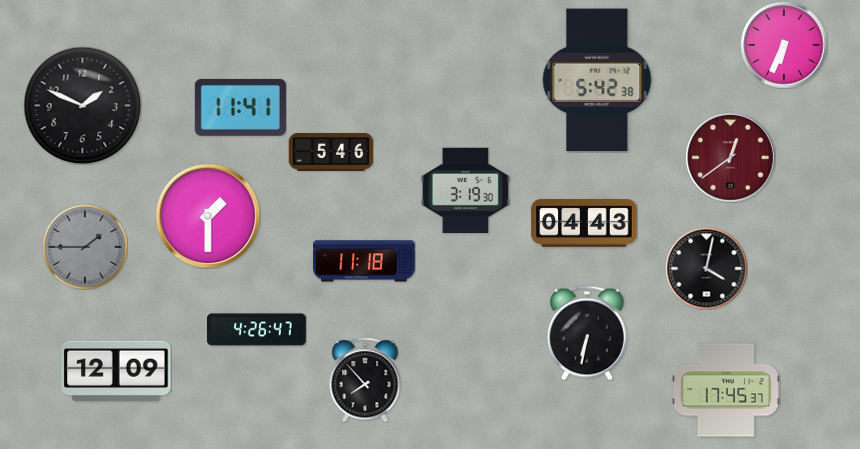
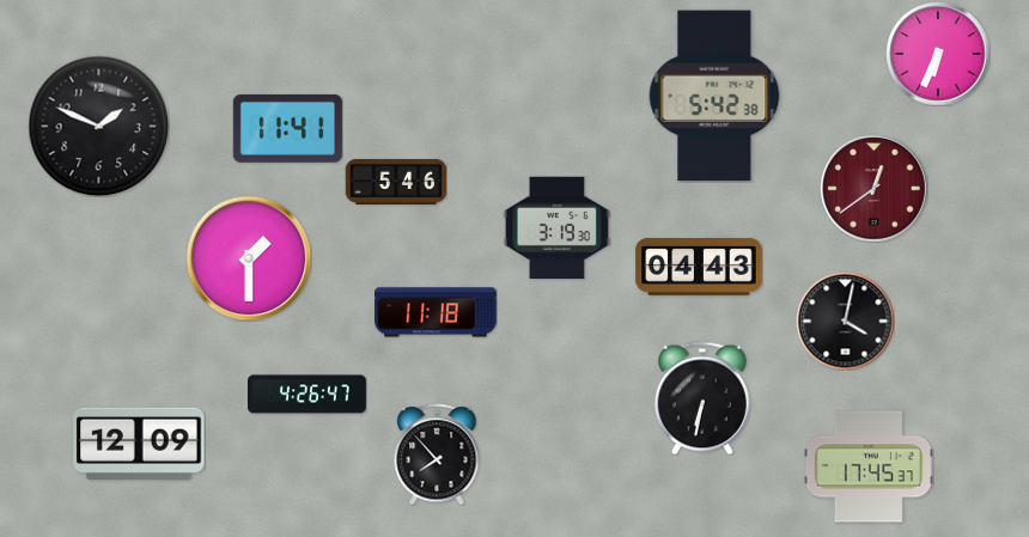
clock at (85, 247): 1:45 -> none
